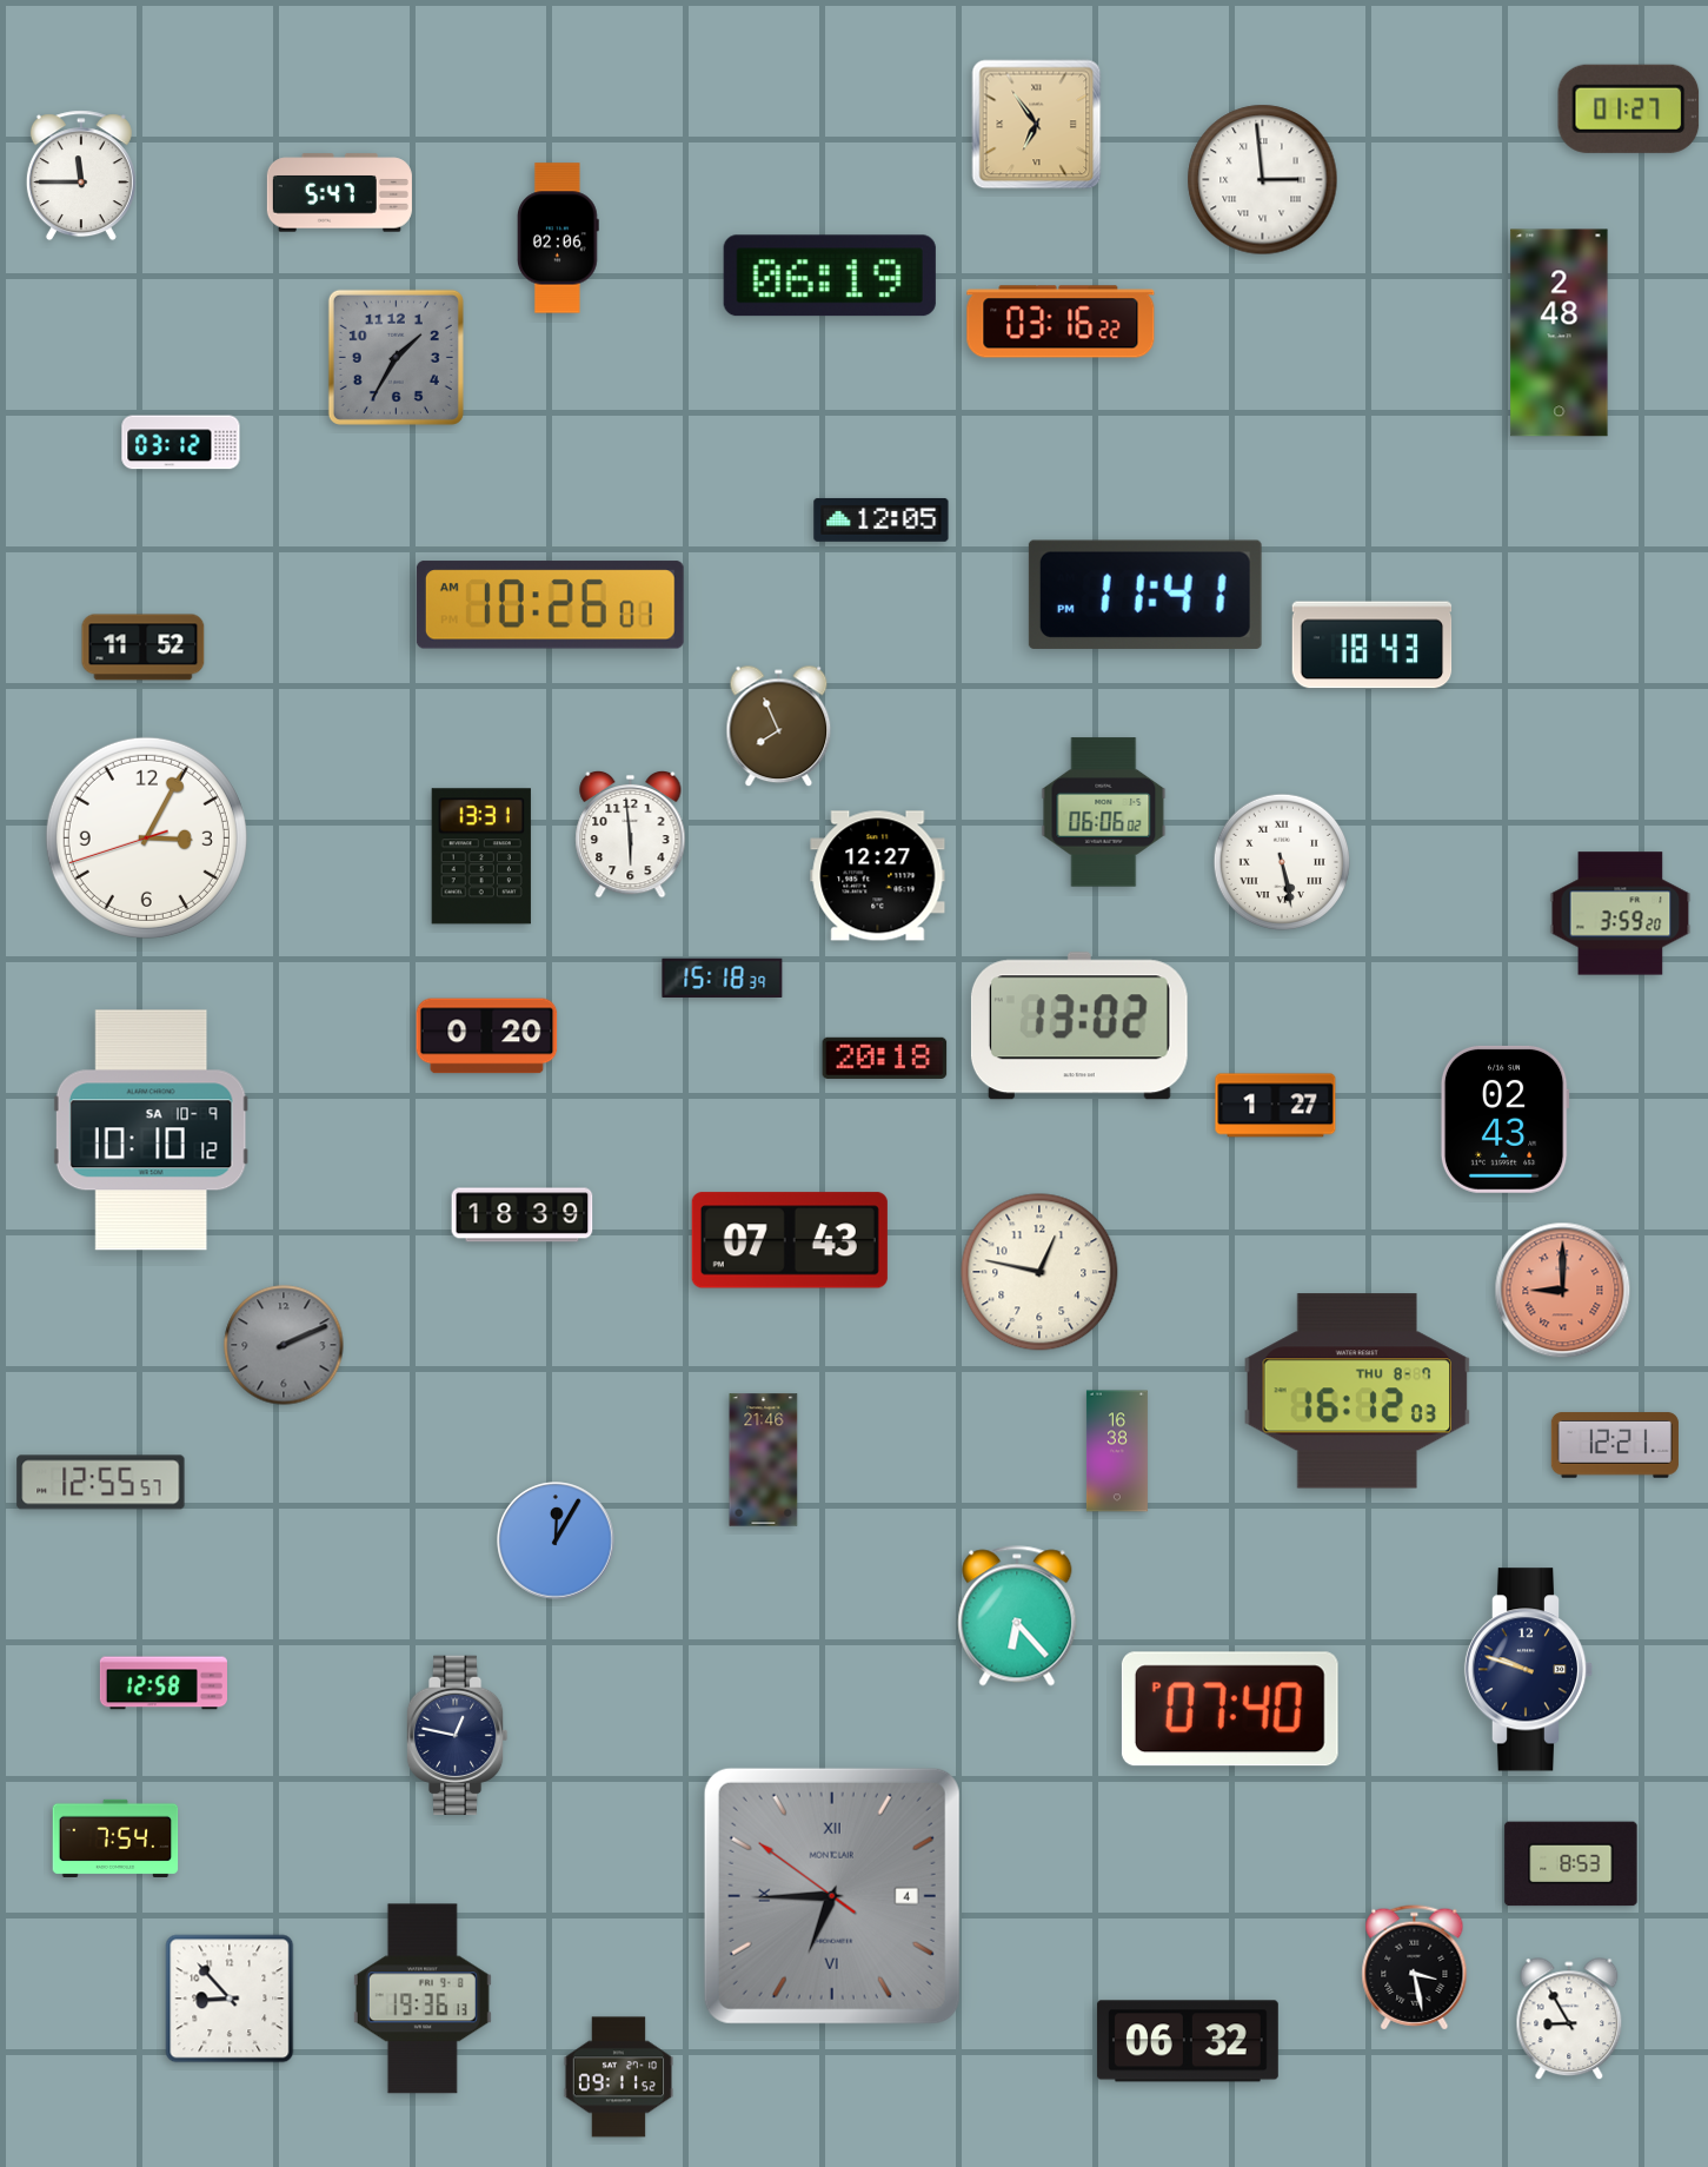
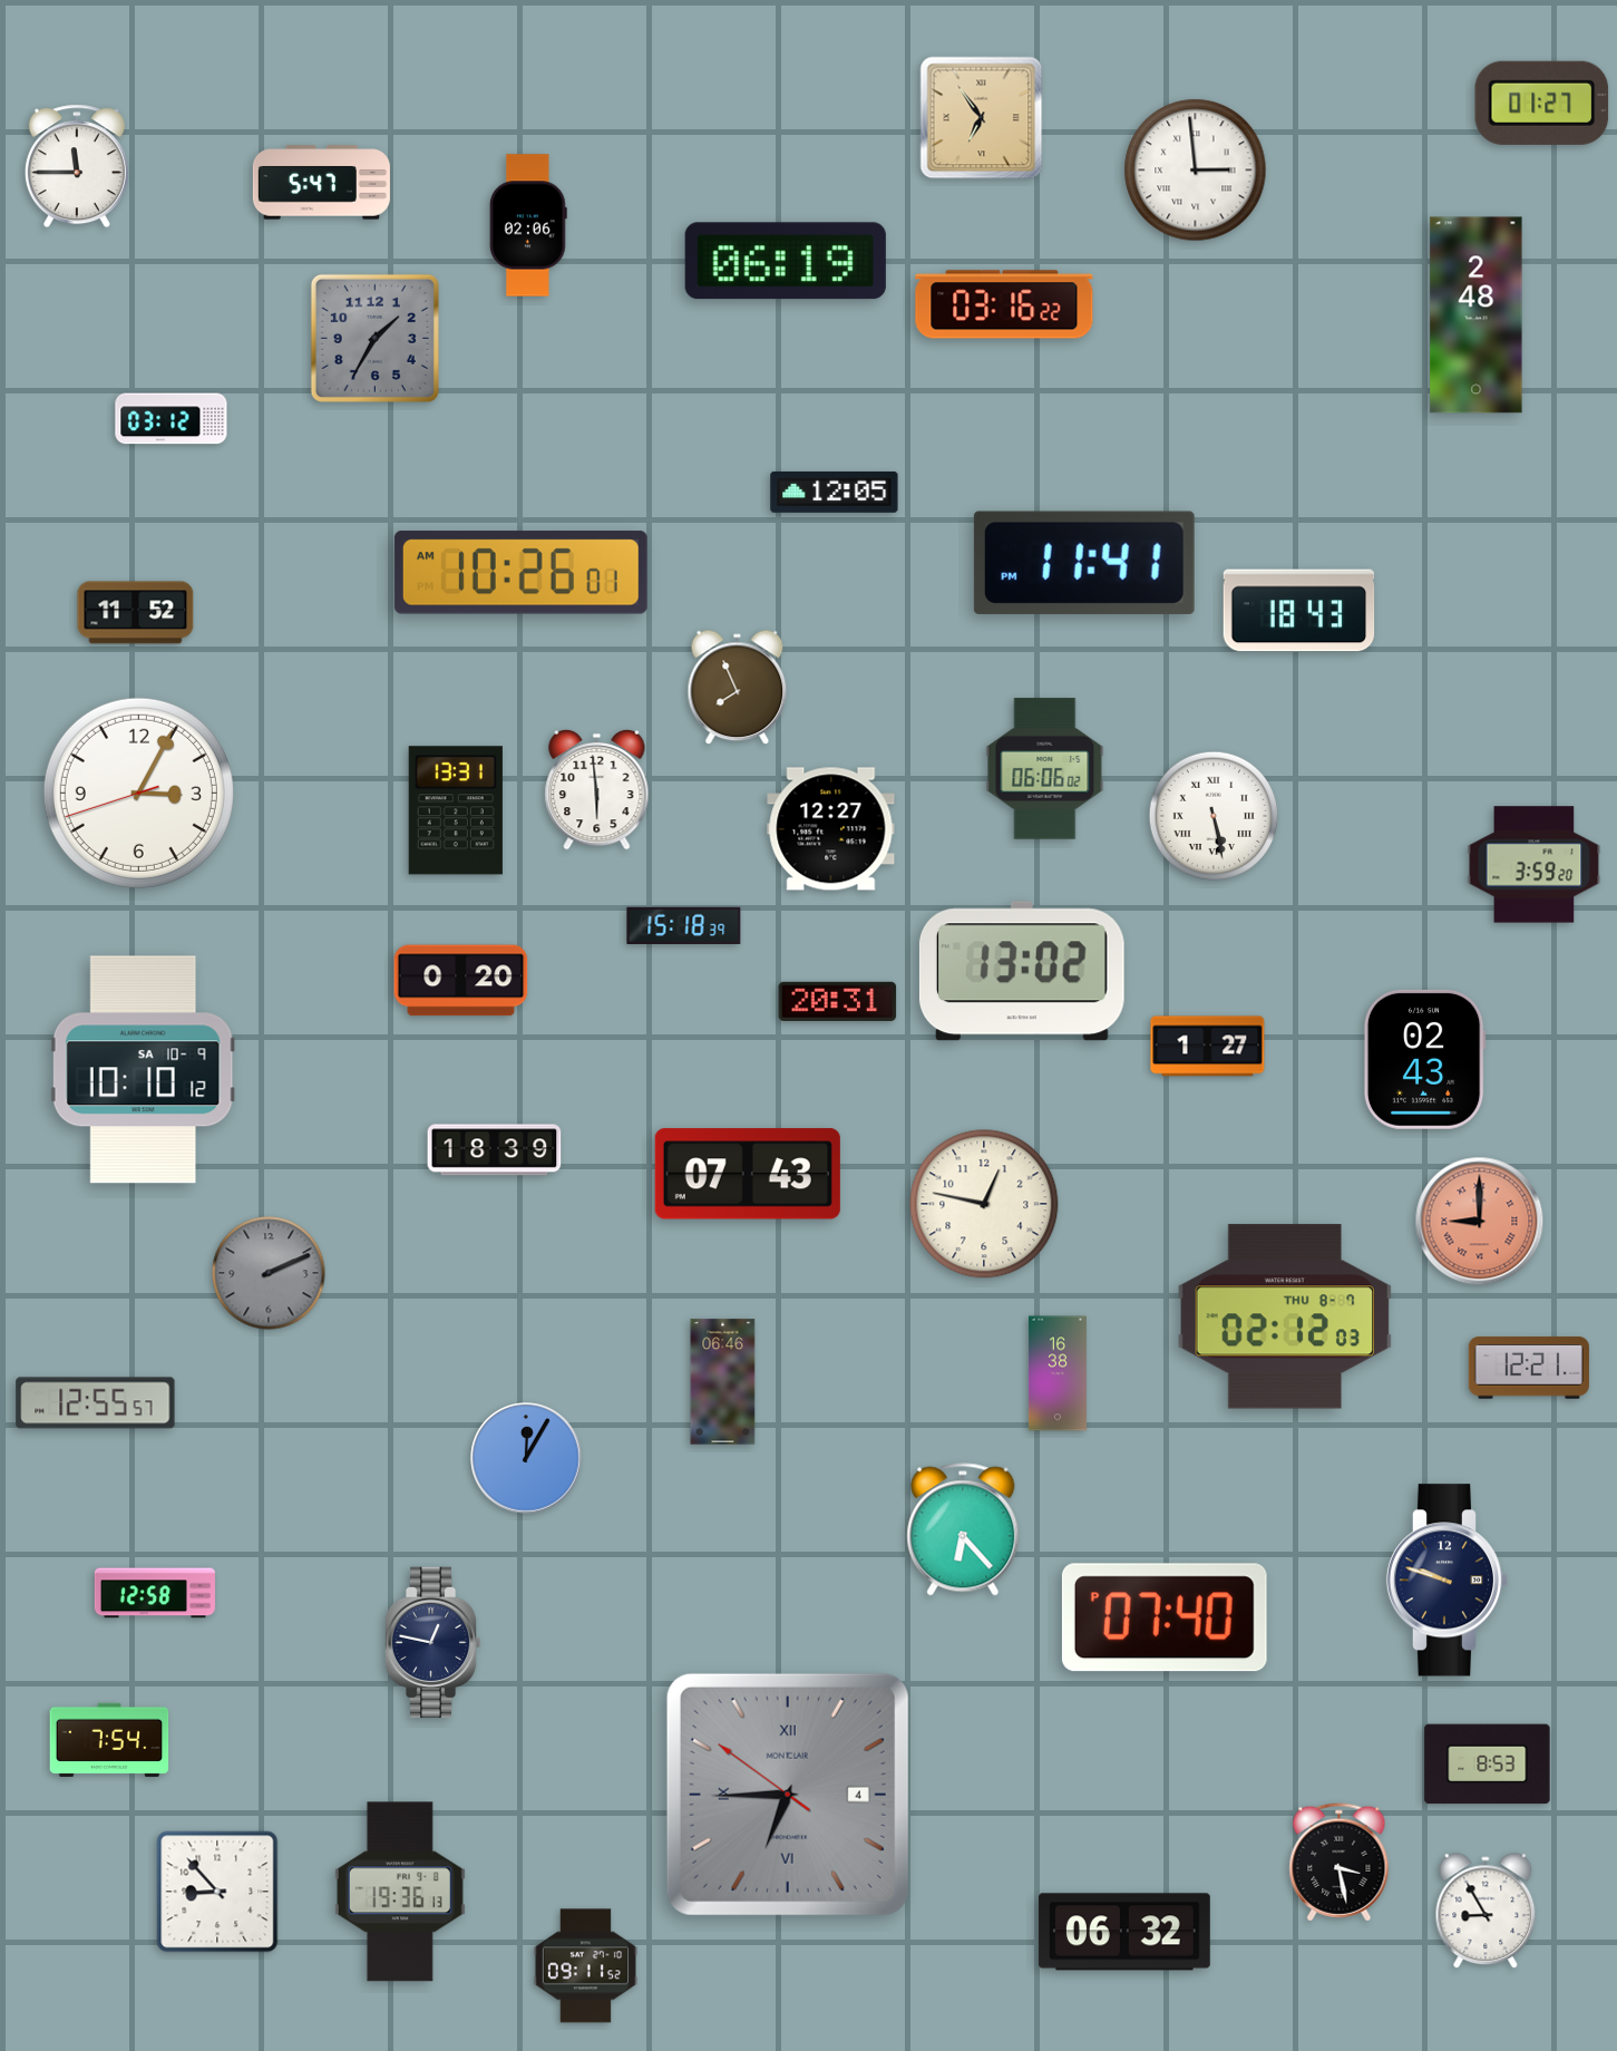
clock at (885, 1058): 20:18 -> 20:31
clock at (1357, 1391): 16:12 -> 02:12
clock at (764, 1460): 21:46 -> 06:46
